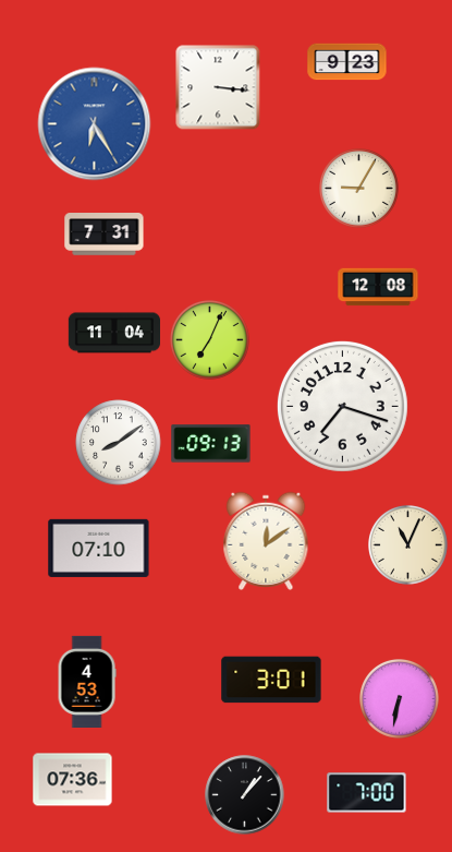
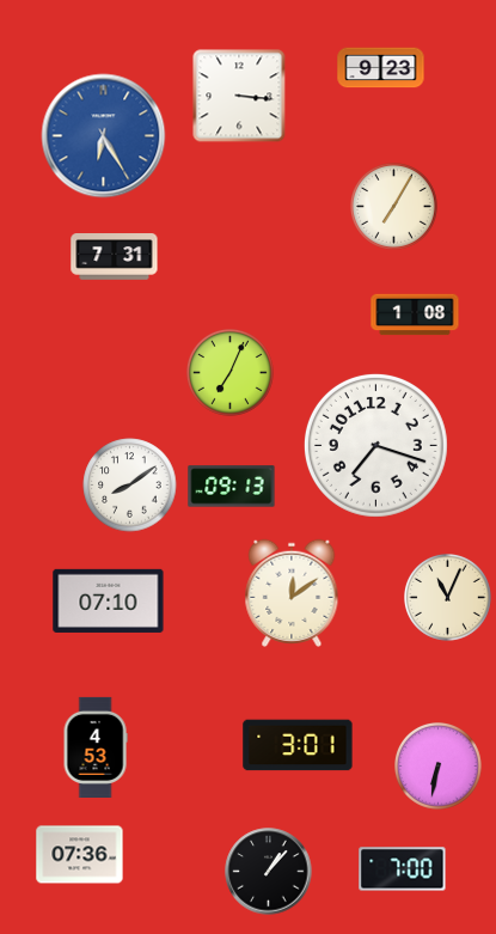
clock at (359, 189): 9:05 -> 7:05
clock at (378, 287): 12:08 -> 1:08
clock at (113, 333): 11:04 -> none
